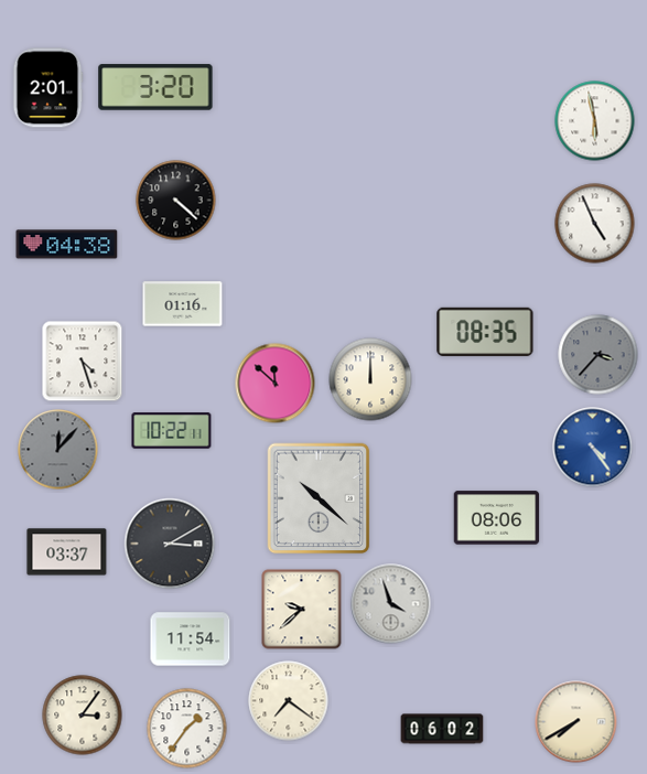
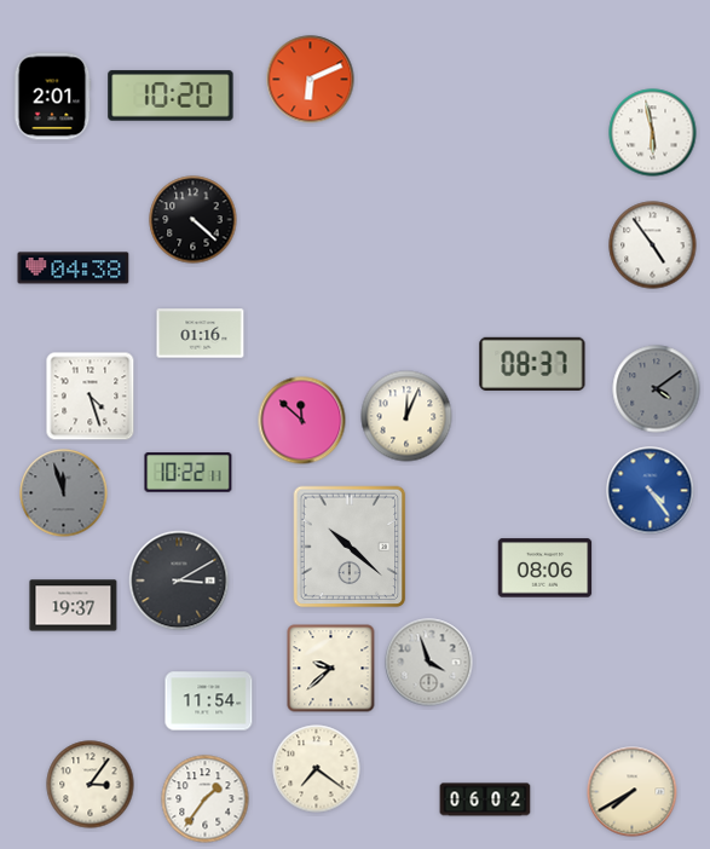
clock at (311, 80): none -> 6:11
clock at (155, 87): 3:20 -> 10:20
clock at (595, 224): 4:56 -> 4:54
clock at (485, 332): 08:35 -> 08:37
clock at (599, 355): 3:37 -> 4:09
clock at (370, 379): 12:00 -> 12:04
clock at (58, 450): 12:07 -> 11:57
clock at (170, 544) position: (170, 544) -> (179, 581)
clock at (67, 552): 03:37 -> 19:37
